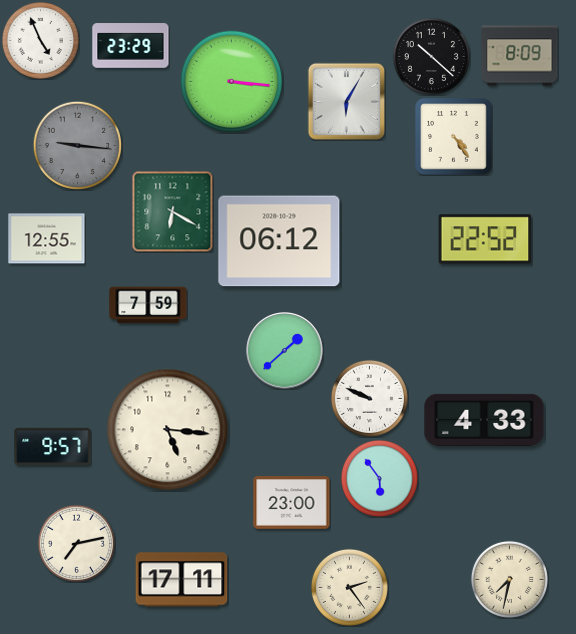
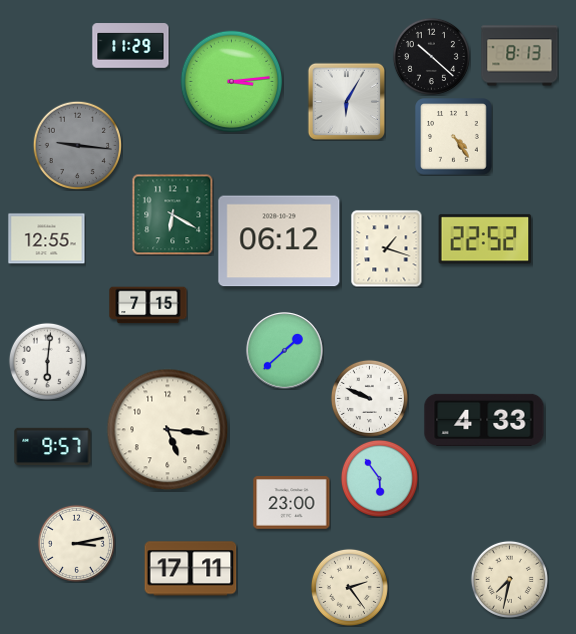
clock at (40, 40): 4:56 -> none
clock at (131, 46): 23:29 -> 11:29
clock at (520, 56): 8:09 -> 8:13
clock at (232, 82): 3:16 -> 3:14
clock at (172, 211) position: (172, 211) -> (172, 214)
clock at (387, 248): none -> 1:18
clock at (148, 305): 7:59 -> 7:15
clock at (47, 361): none -> 6:01
clock at (76, 543): 7:13 -> 3:13
clock at (182, 580) position: (182, 580) -> (191, 569)
